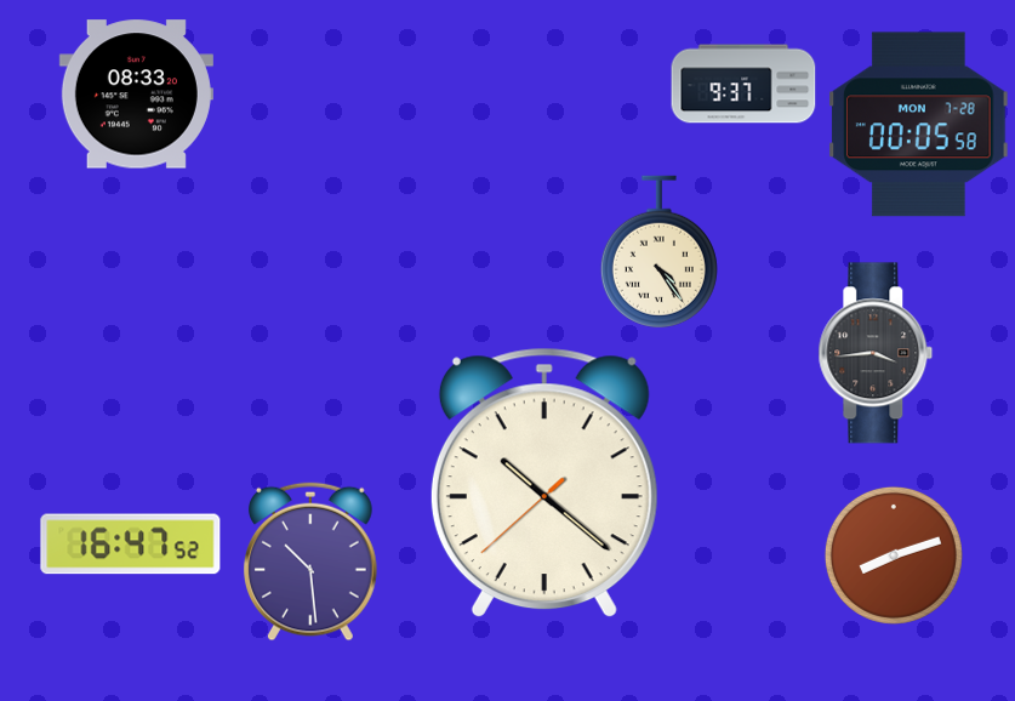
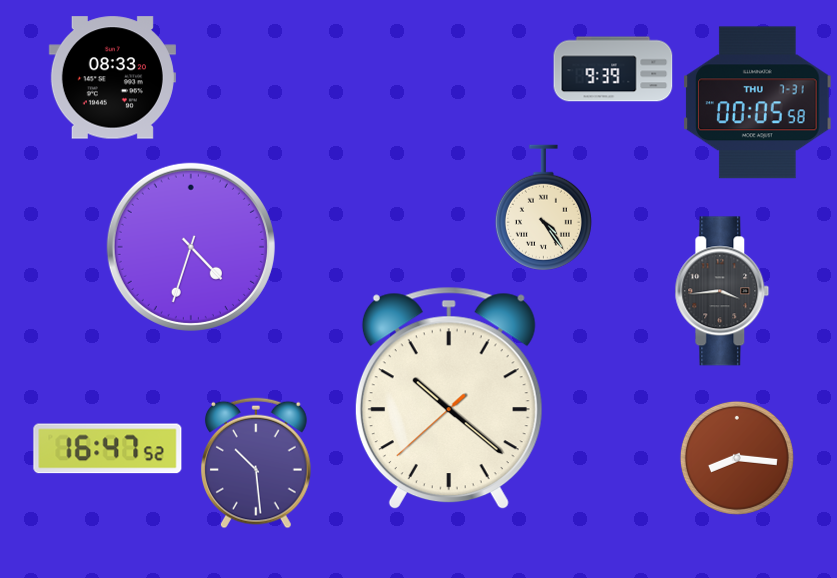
clock at (743, 84): 9:37 -> 9:39
clock at (919, 125) date: MON 7-28 -> THU 7-31
clock at (191, 247): none -> 4:33
clock at (894, 555): 8:12 -> 8:16
